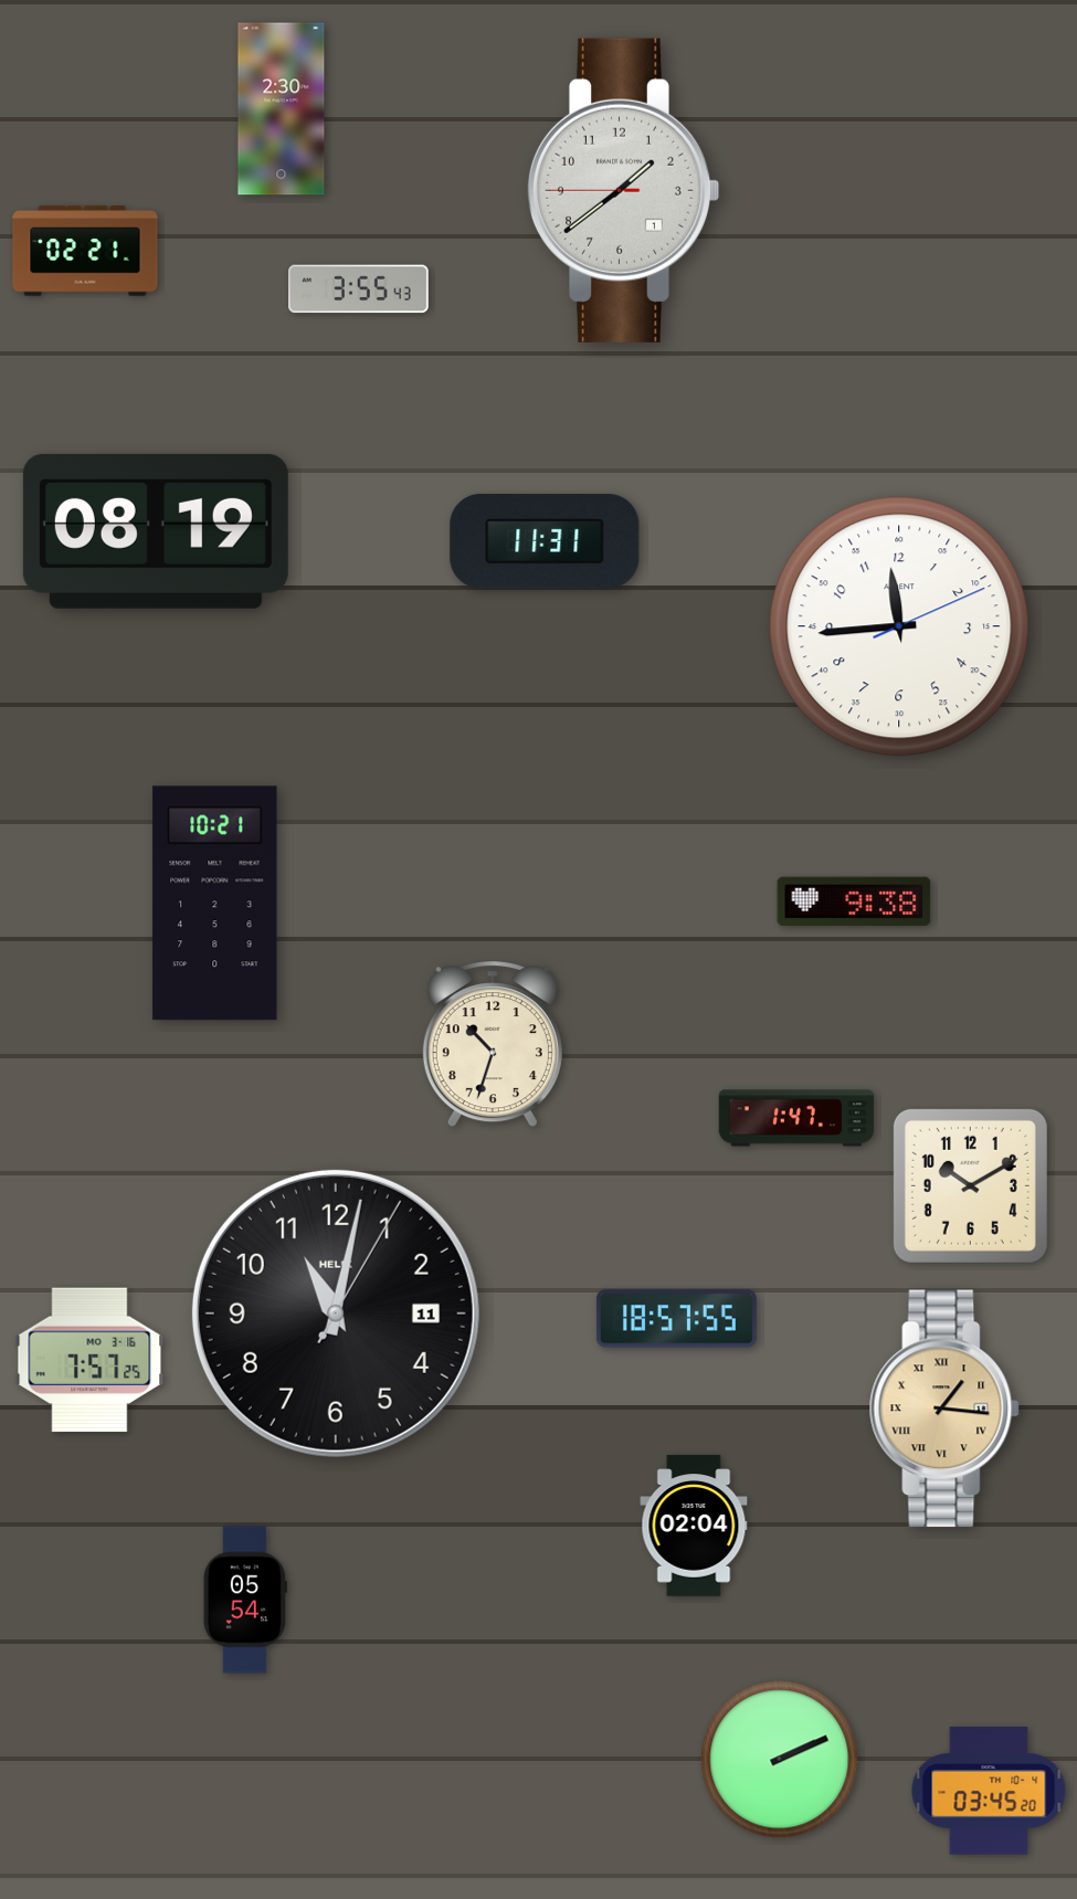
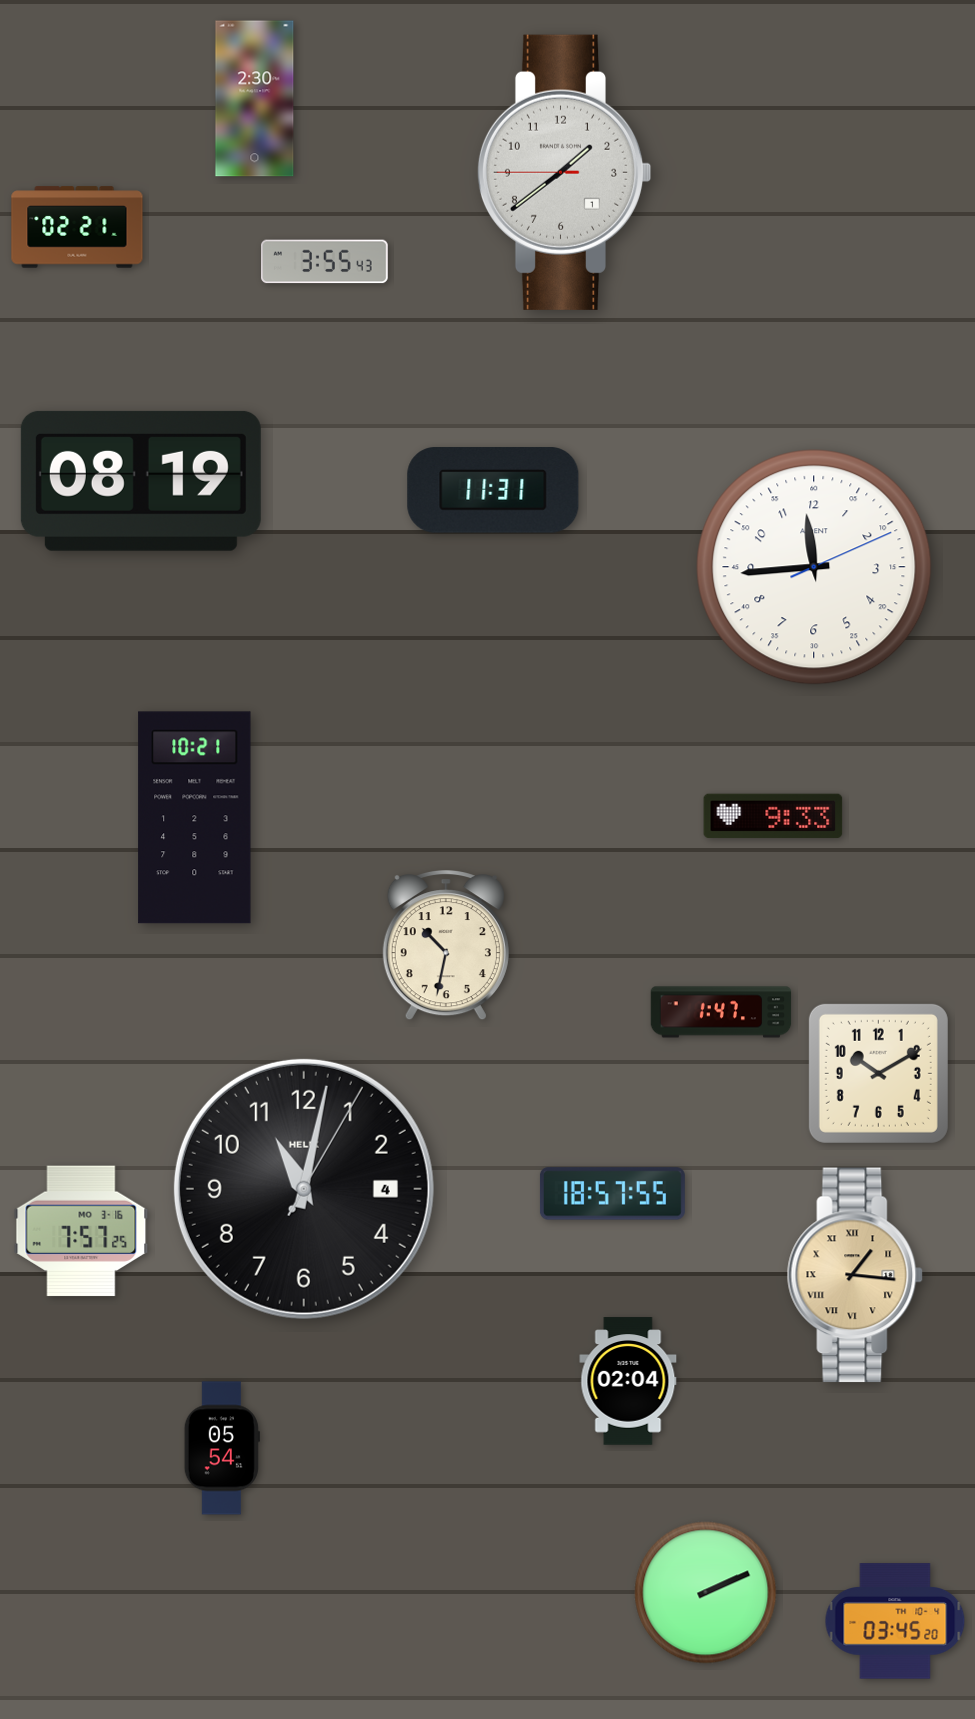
clock at (854, 901): 9:38 -> 9:33
clock at (493, 1045): 10:33 -> 10:32
clock at (336, 1314) date: 11 -> 4
